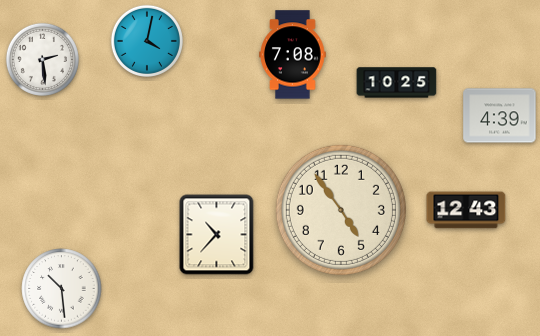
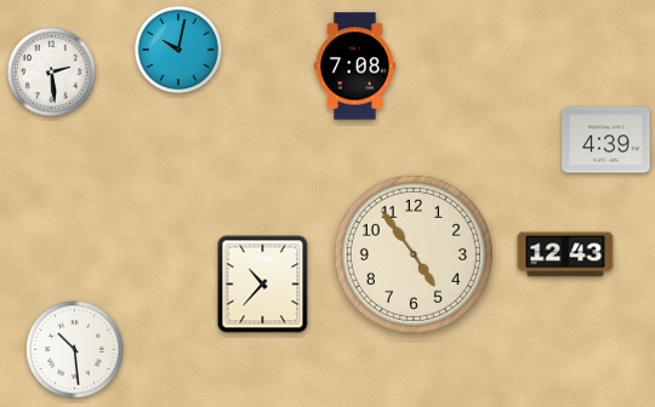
clock at (147, 41): 4:02 -> 10:02
clock at (397, 83): 10:25 -> none
